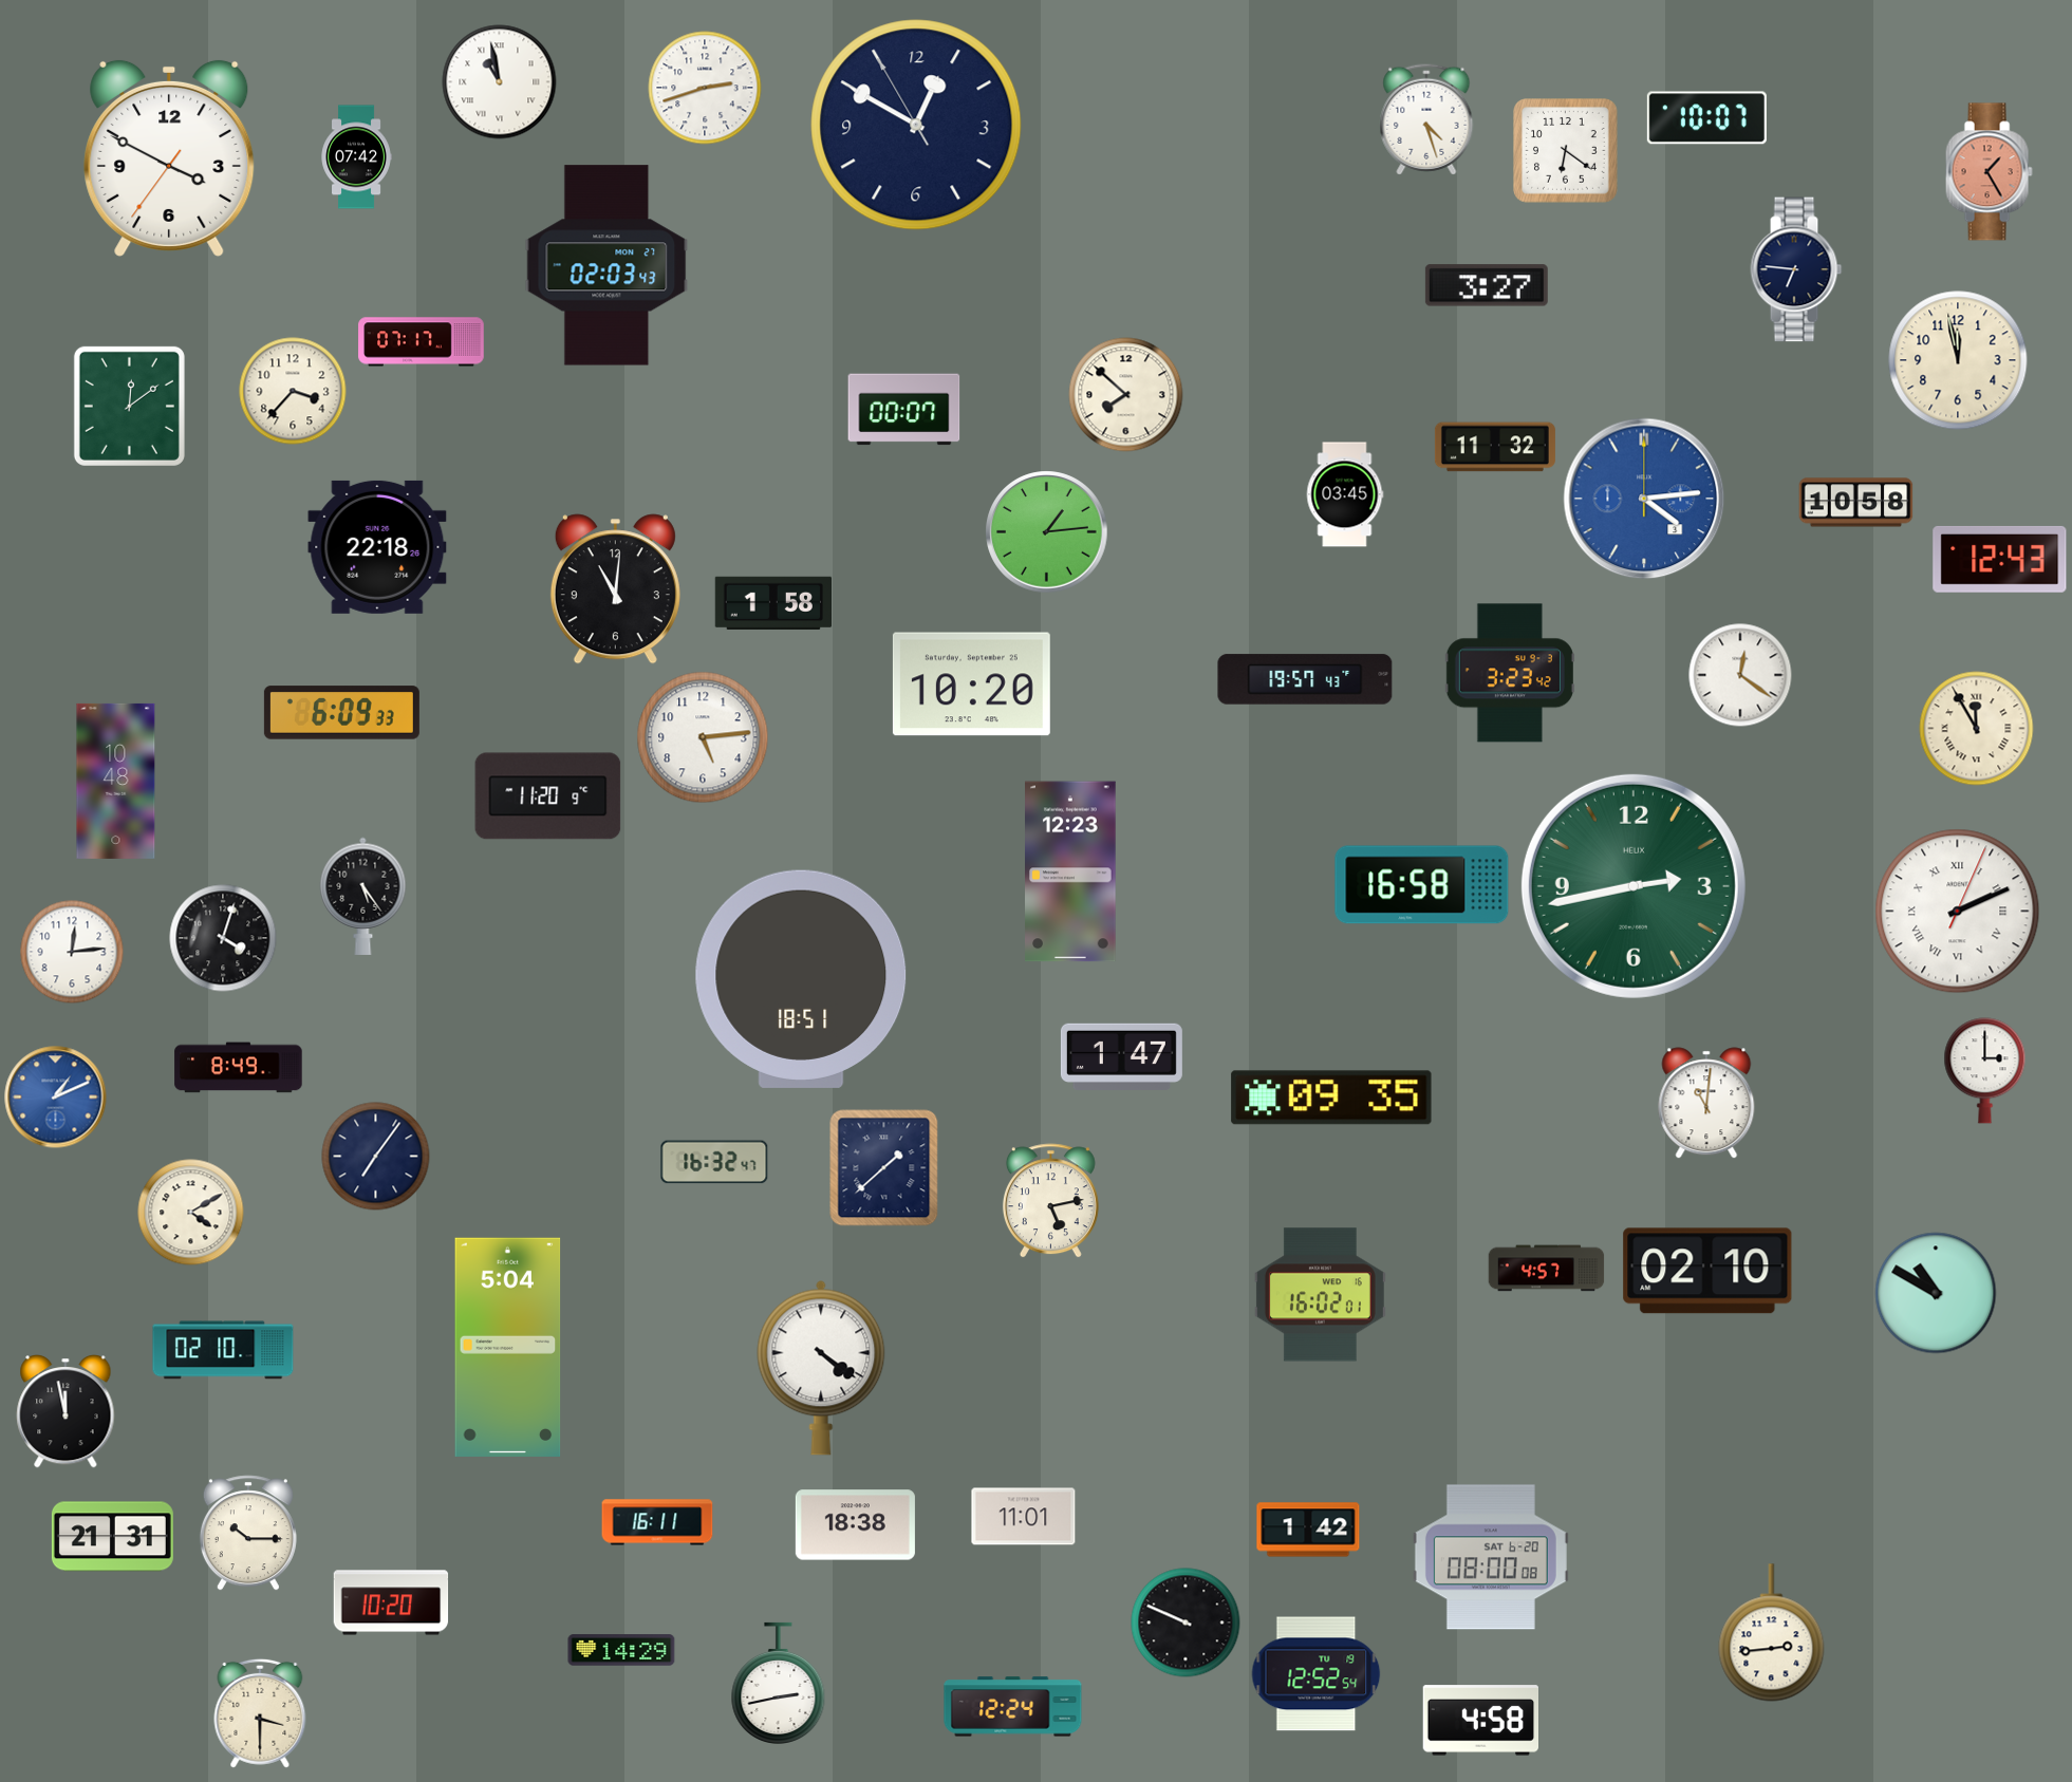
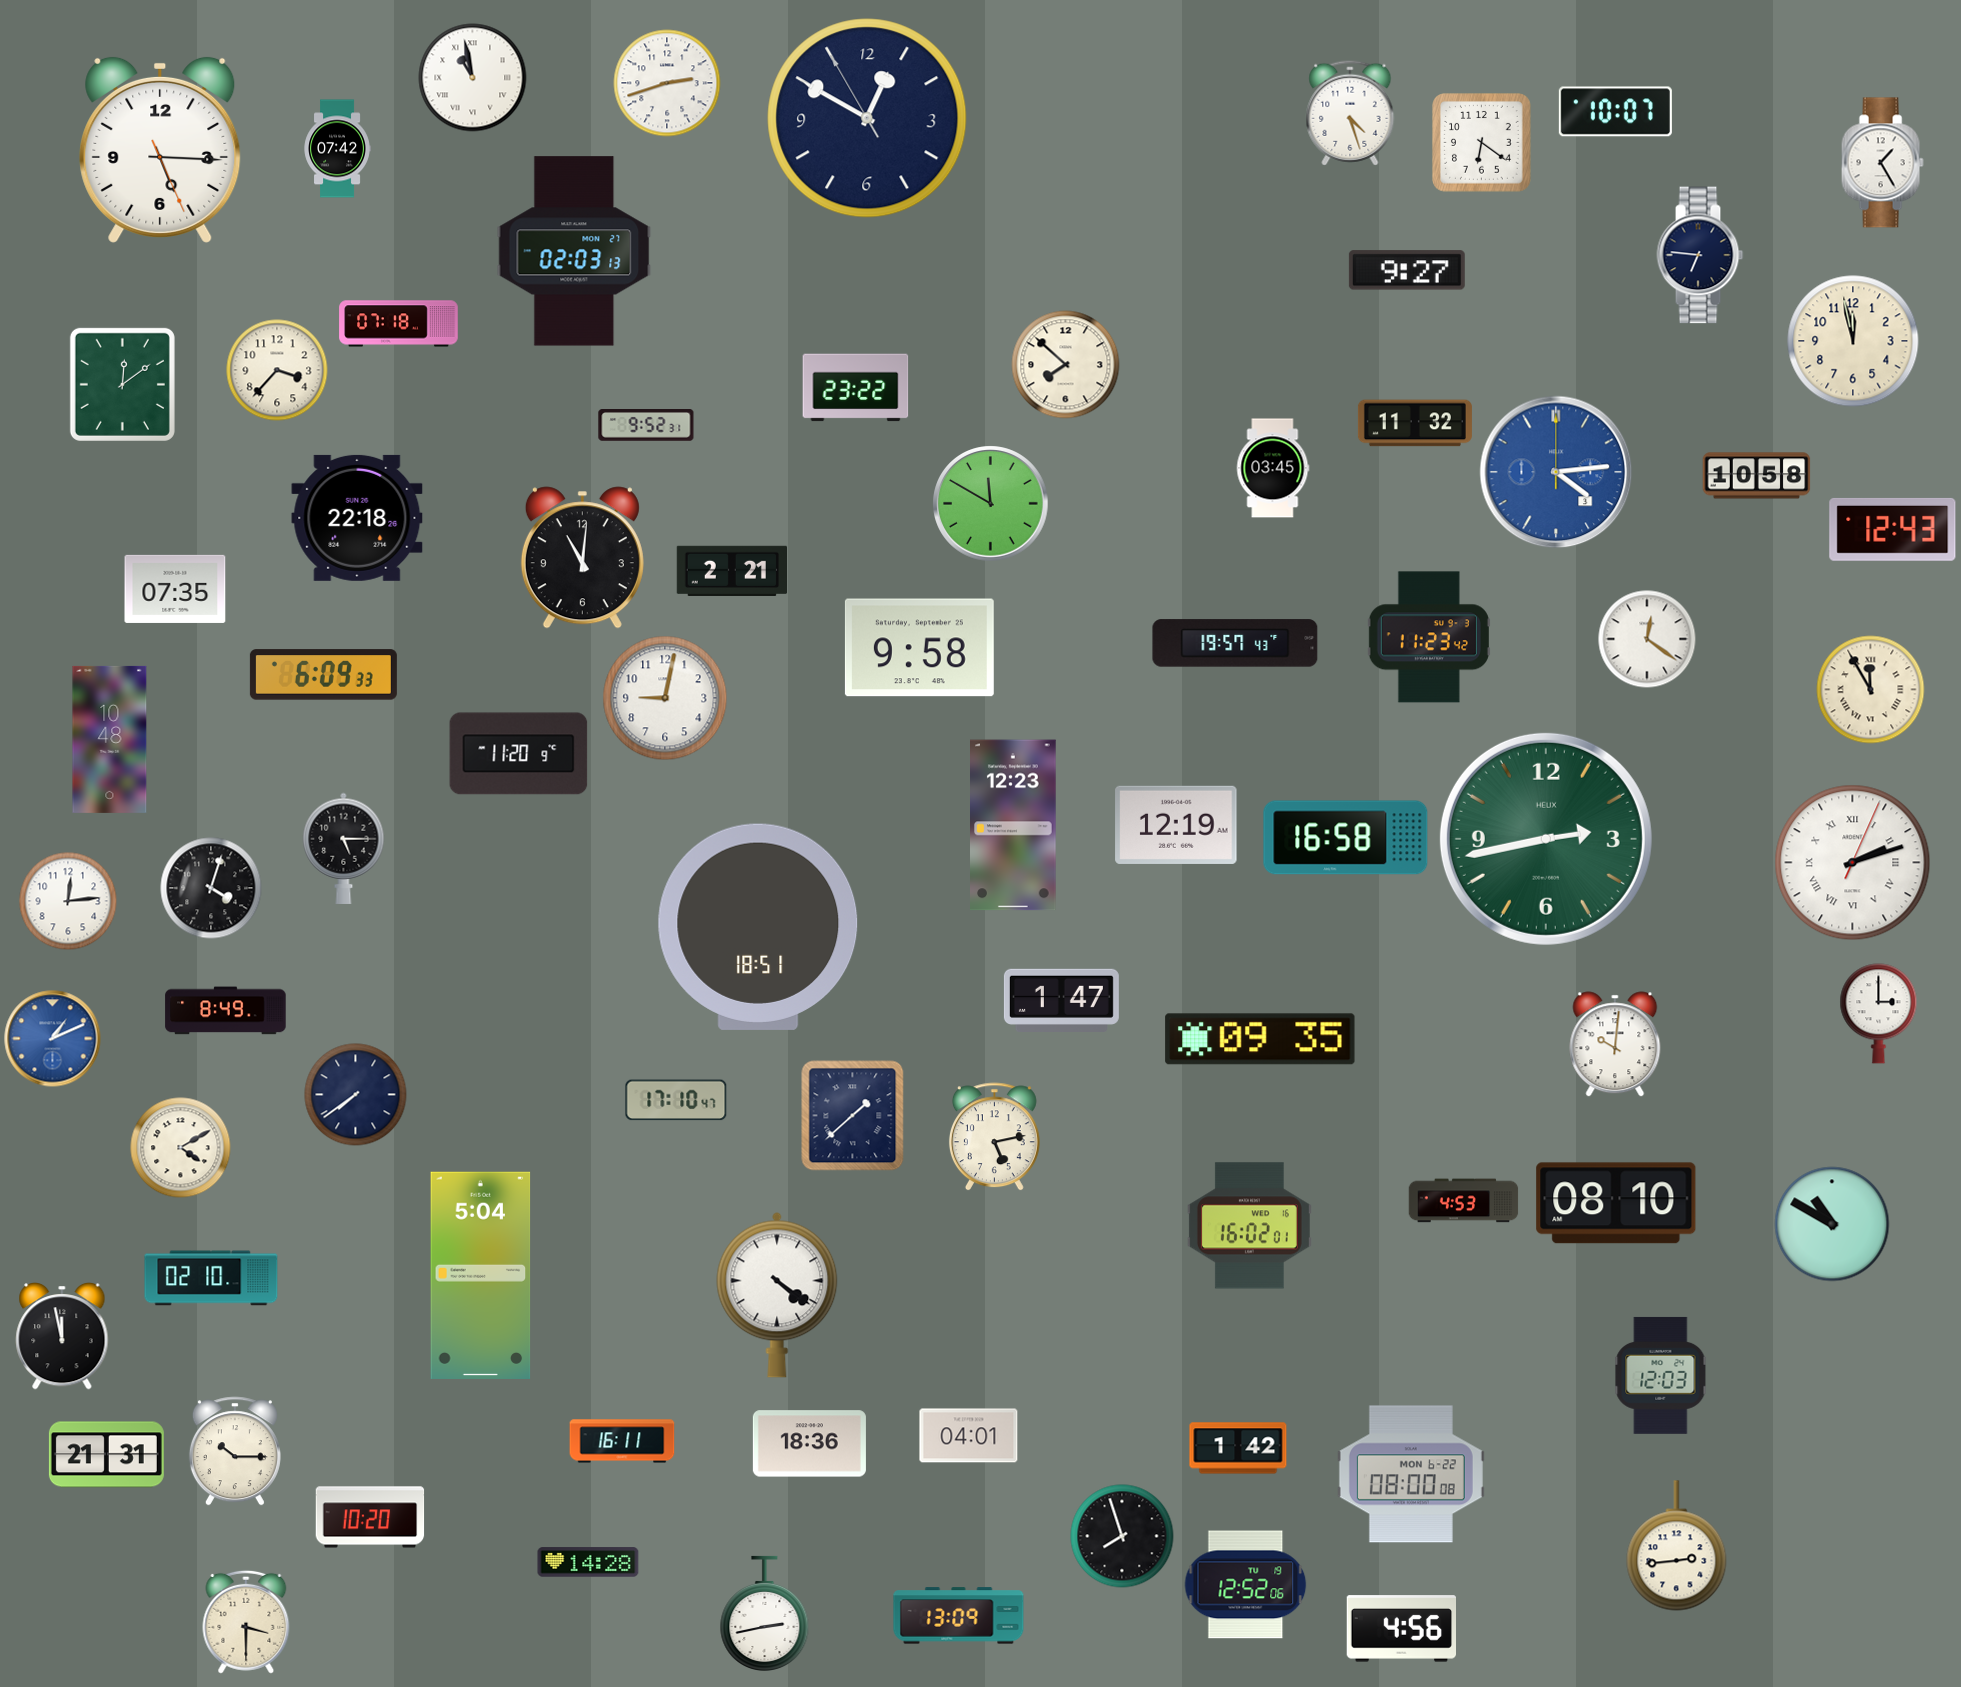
clock at (169, 158): 3:49 -> 5:15
clock at (1989, 172) dial: salmon -> white
clock at (606, 265): 02:03:43 -> 02:03:13
clock at (1487, 285): 3:27 -> 9:27
clock at (422, 342): 07:17 -> 07:18
clock at (1126, 395) position: (1126, 395) -> (1066, 365)
clock at (904, 410): 00:07 -> 23:22
clock at (646, 426): none -> 9:52
clock at (1047, 532): 1:14 -> 11:50
clock at (772, 603): 1:58 -> 2:21
clock at (175, 589): none -> 07:35
clock at (1510, 673): 3:23 -> 11:23
clock at (971, 684): 10:20 -> 9:58
clock at (703, 737): 5:14 -> 9:02
clock at (1176, 825): none -> 12:19
clock at (363, 896): 5:24 -> 5:15
clock at (1958, 912): 2:11 -> 2:12
clock at (1706, 1103): 11:01 -> 10:01
clock at (376, 1157): 7:06 -> 7:39
clock at (714, 1162): 16:32 -> 17:10
clock at (884, 1168) position: (884, 1168) -> (853, 1116)
clock at (1547, 1269): 4:57 -> 4:53
clock at (1707, 1271): 02:10 -> 08:10
clock at (1661, 1375): none -> 12:03
clock at (1024, 1517): 11:01 -> 04:01
clock at (855, 1525): 18:38 -> 18:36
clock at (1491, 1557) date: SAT 6-20 -> MON 6-22
clock at (1186, 1622): 9:49 -> 7:57
clock at (621, 1650): 14:29 -> 14:28
clock at (1317, 1674): 12:52:54 -> 12:52:06
clock at (779, 1683) position: (779, 1683) -> (765, 1613)
clock at (1013, 1707): 12:24 -> 13:09
clock at (1480, 1721): 4:58 -> 4:56
